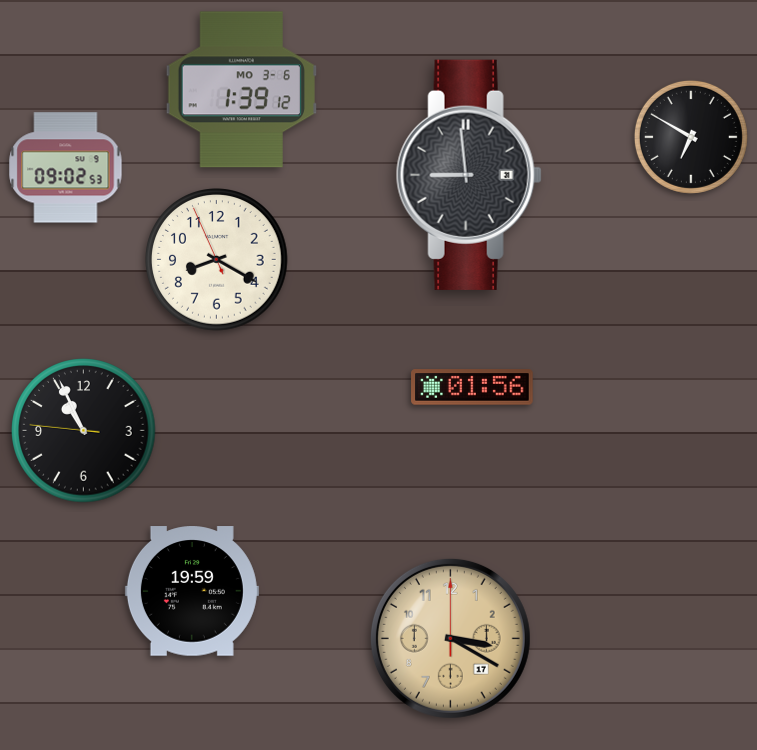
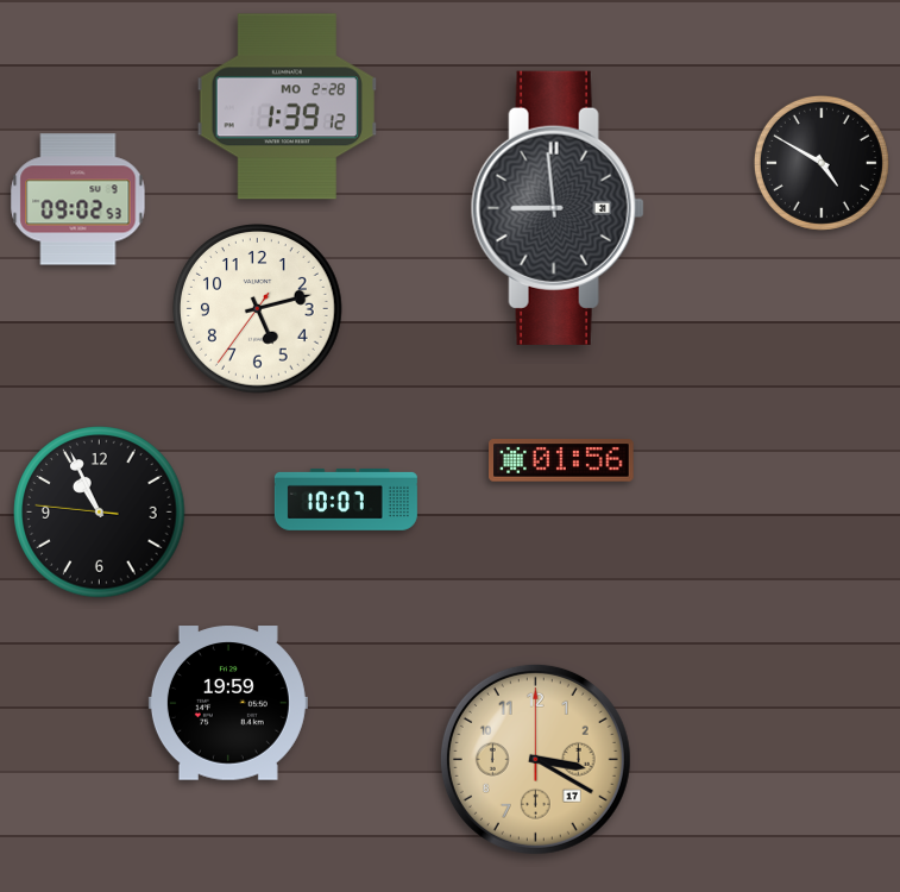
clock at (241, 90) date: MO 3-6 -> MO 2-28
clock at (691, 137): 6:50 -> 4:50
clock at (217, 260): 8:19 -> 5:12
clock at (346, 500): none -> 10:07
